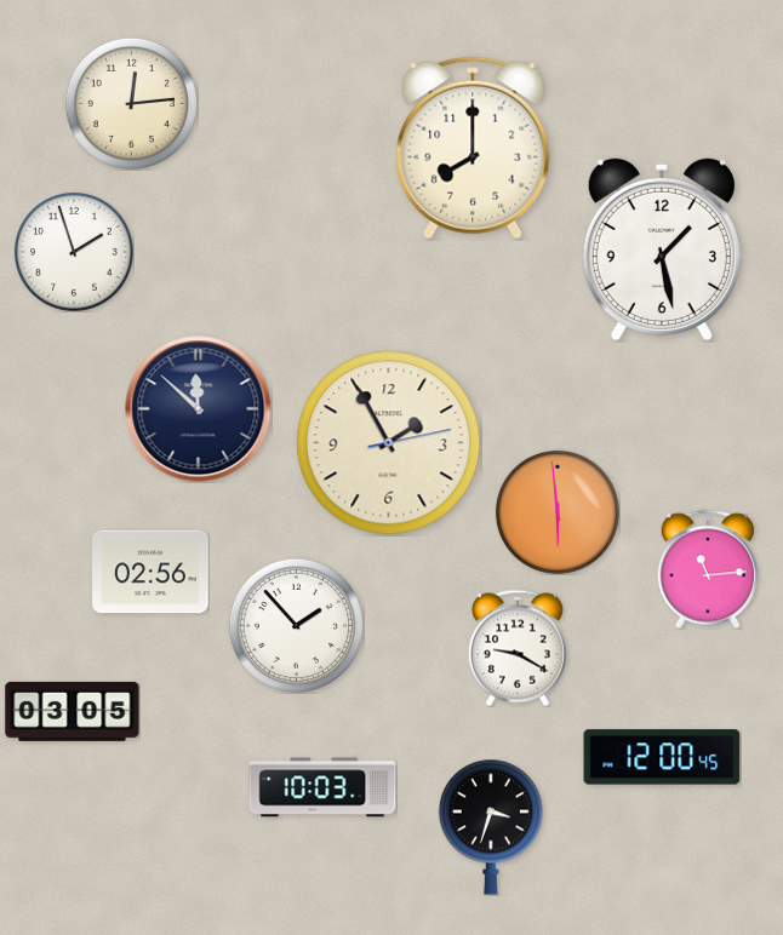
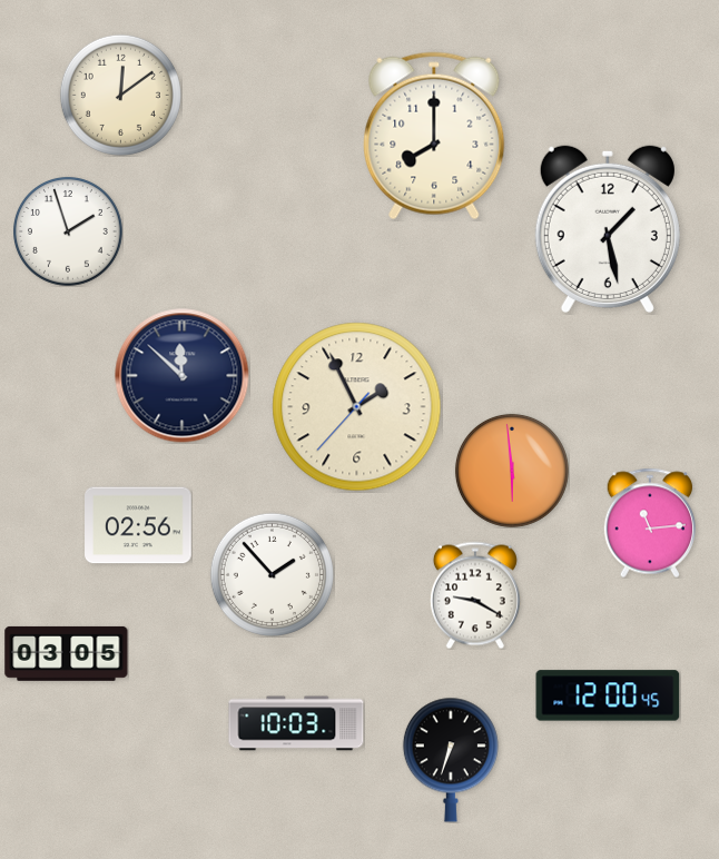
clock at (131, 103): 12:14 -> 12:09
clock at (389, 443): 1:55:13 -> 1:55:37
clock at (491, 827): 3:33 -> 6:33
